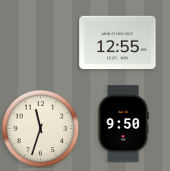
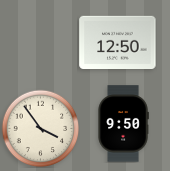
clock at (118, 42): 12:55 -> 12:50
clock at (40, 128): 11:33 -> 3:54
